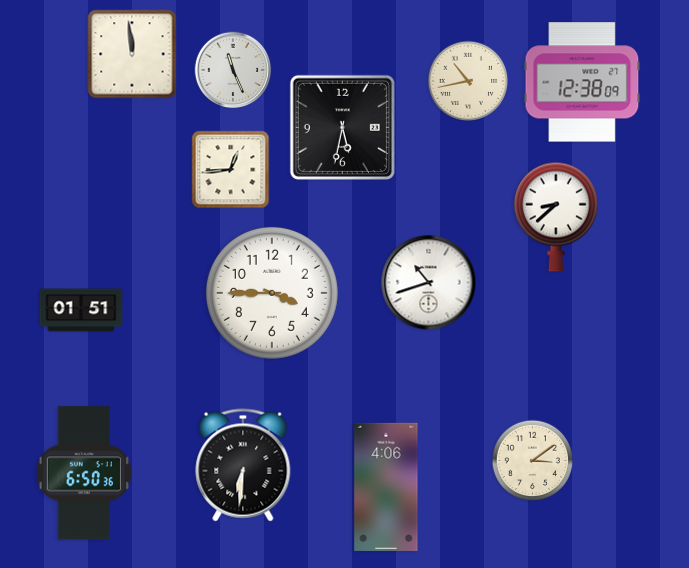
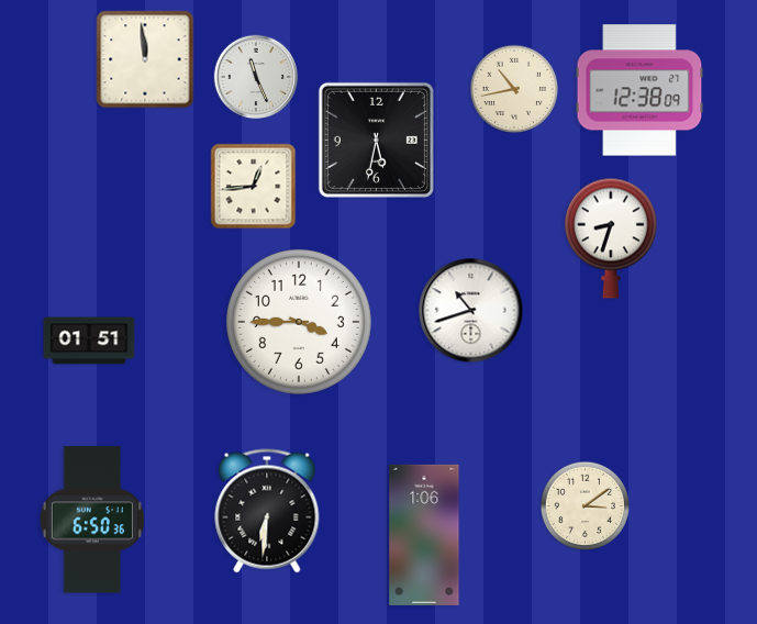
clock at (556, 217): 8:38 -> 8:33
clock at (386, 487): 4:06 -> 1:06
